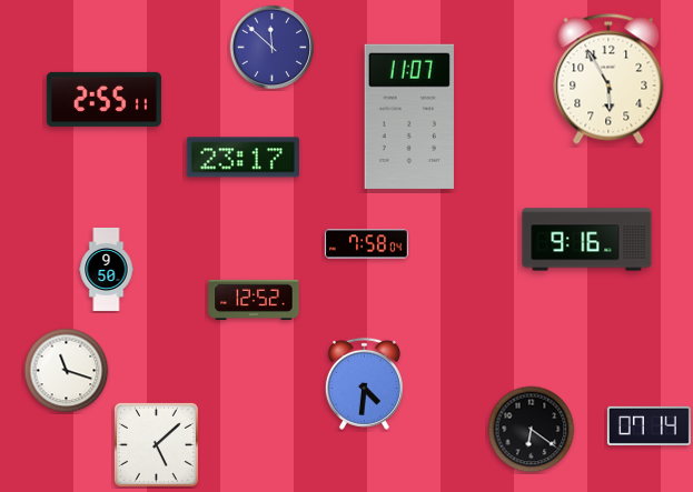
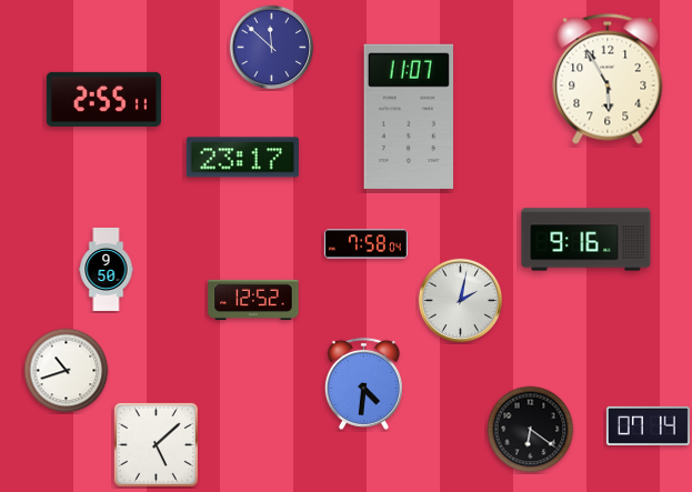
clock at (461, 301): none -> 2:02
clock at (67, 371): 11:18 -> 10:42
